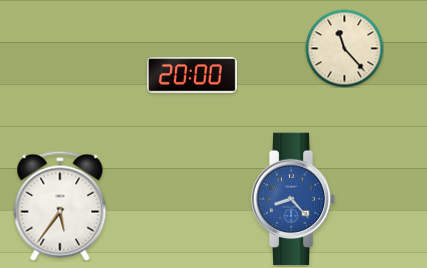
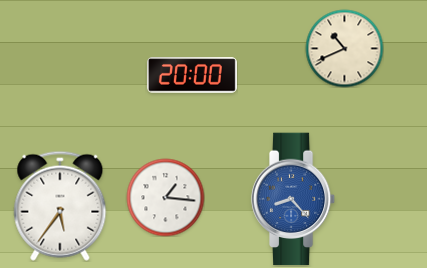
clock at (344, 48): 11:23 -> 10:41
clock at (165, 197): none -> 1:16
